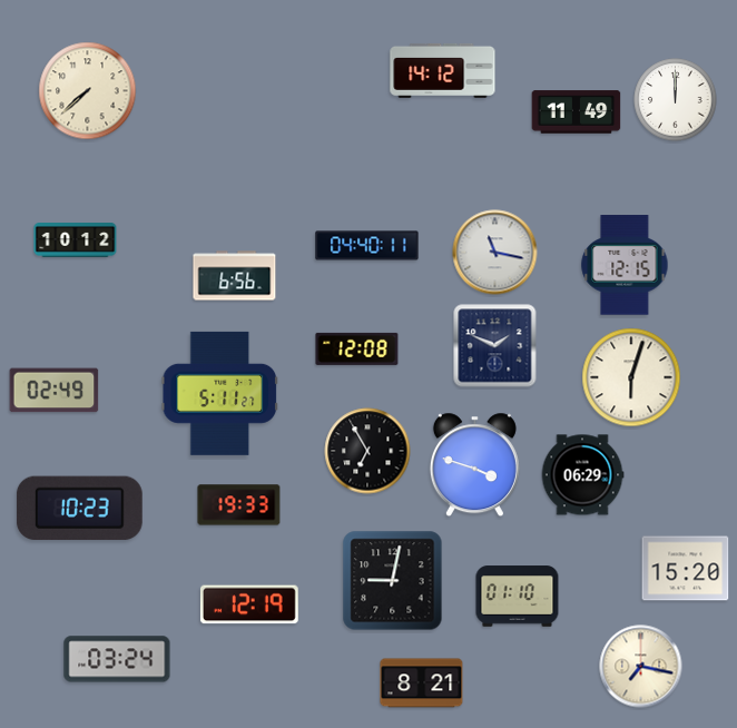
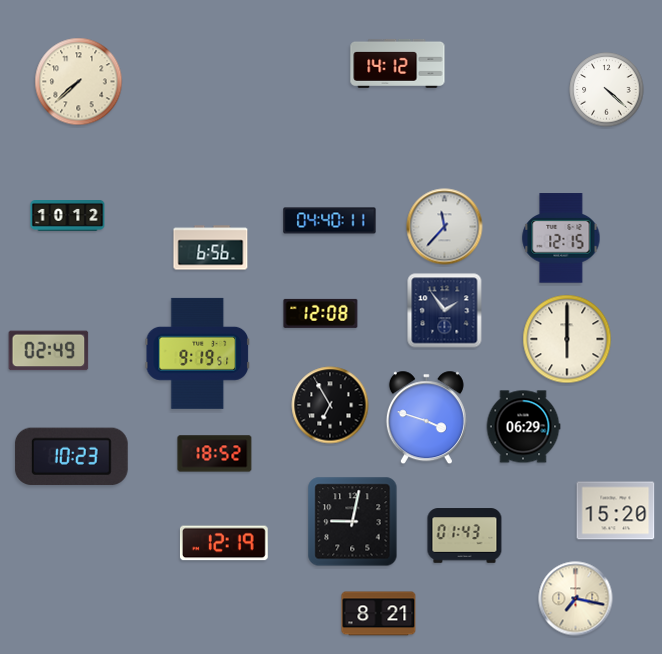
clock at (676, 100): 12:00 -> 4:22
clock at (577, 112): 11:49 -> none
clock at (495, 253): 11:17 -> 11:37
clock at (495, 346): 1:49 -> 1:54
clock at (631, 377): 6:03 -> 6:00
clock at (219, 393): 5:11 -> 9:19
clock at (239, 505): 19:33 -> 18:52
clock at (518, 597): 01:10 -> 01:43
clock at (117, 659): 03:24 -> none
